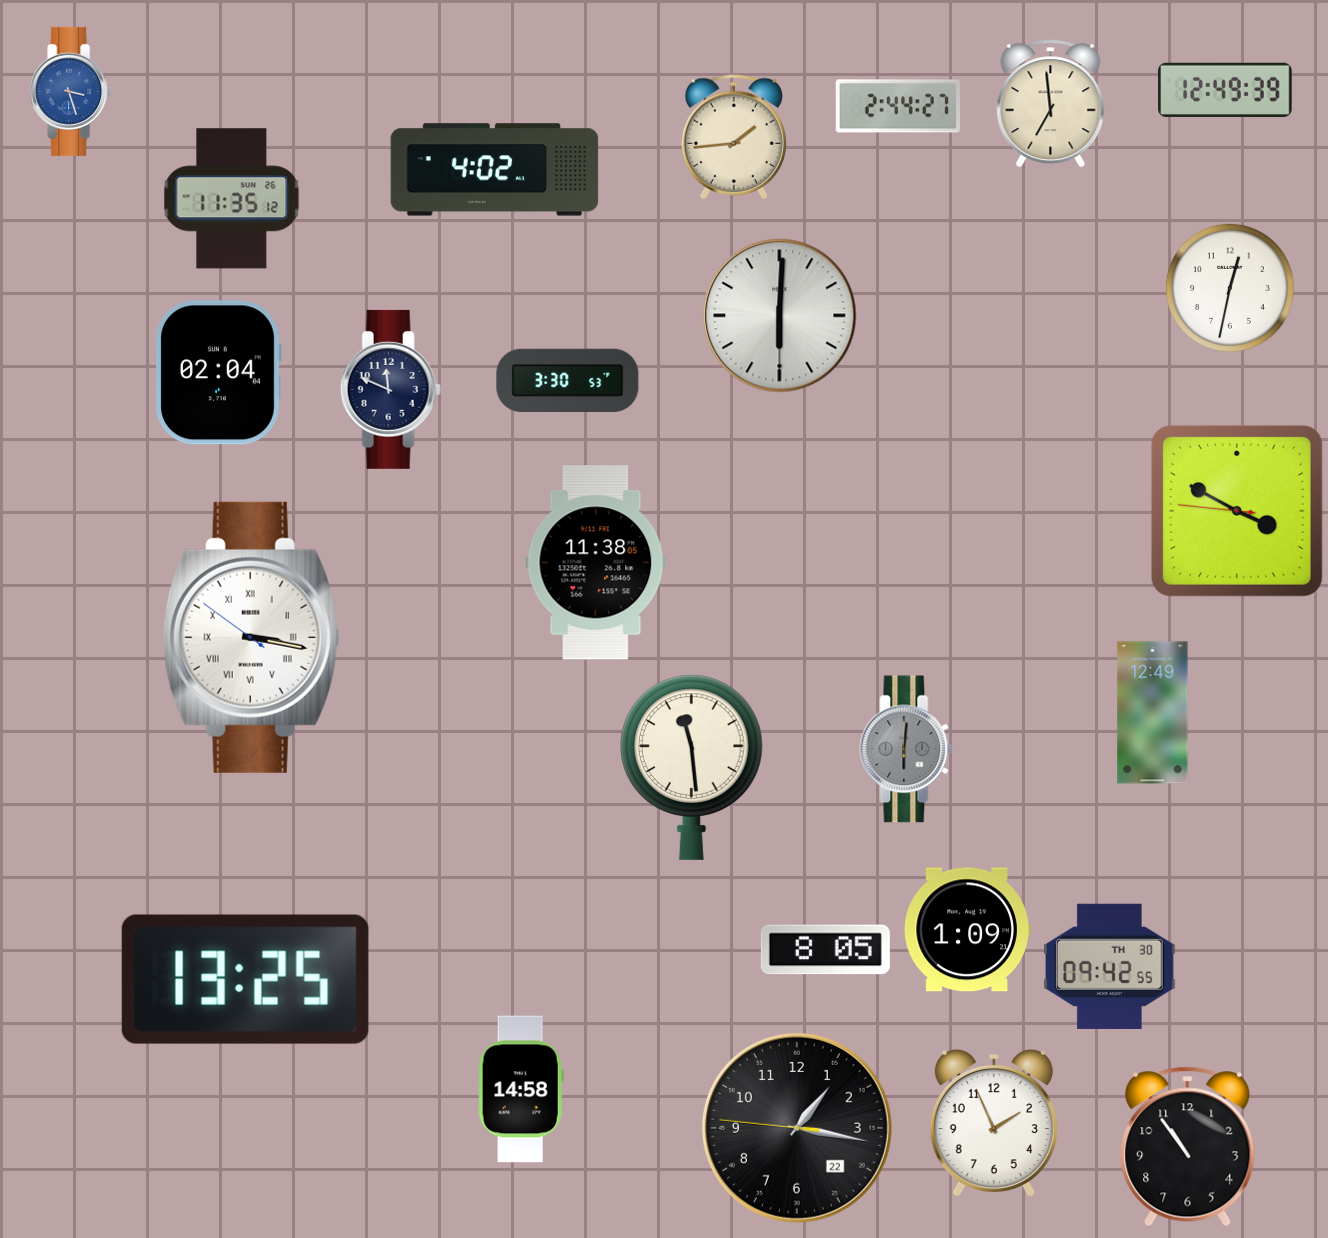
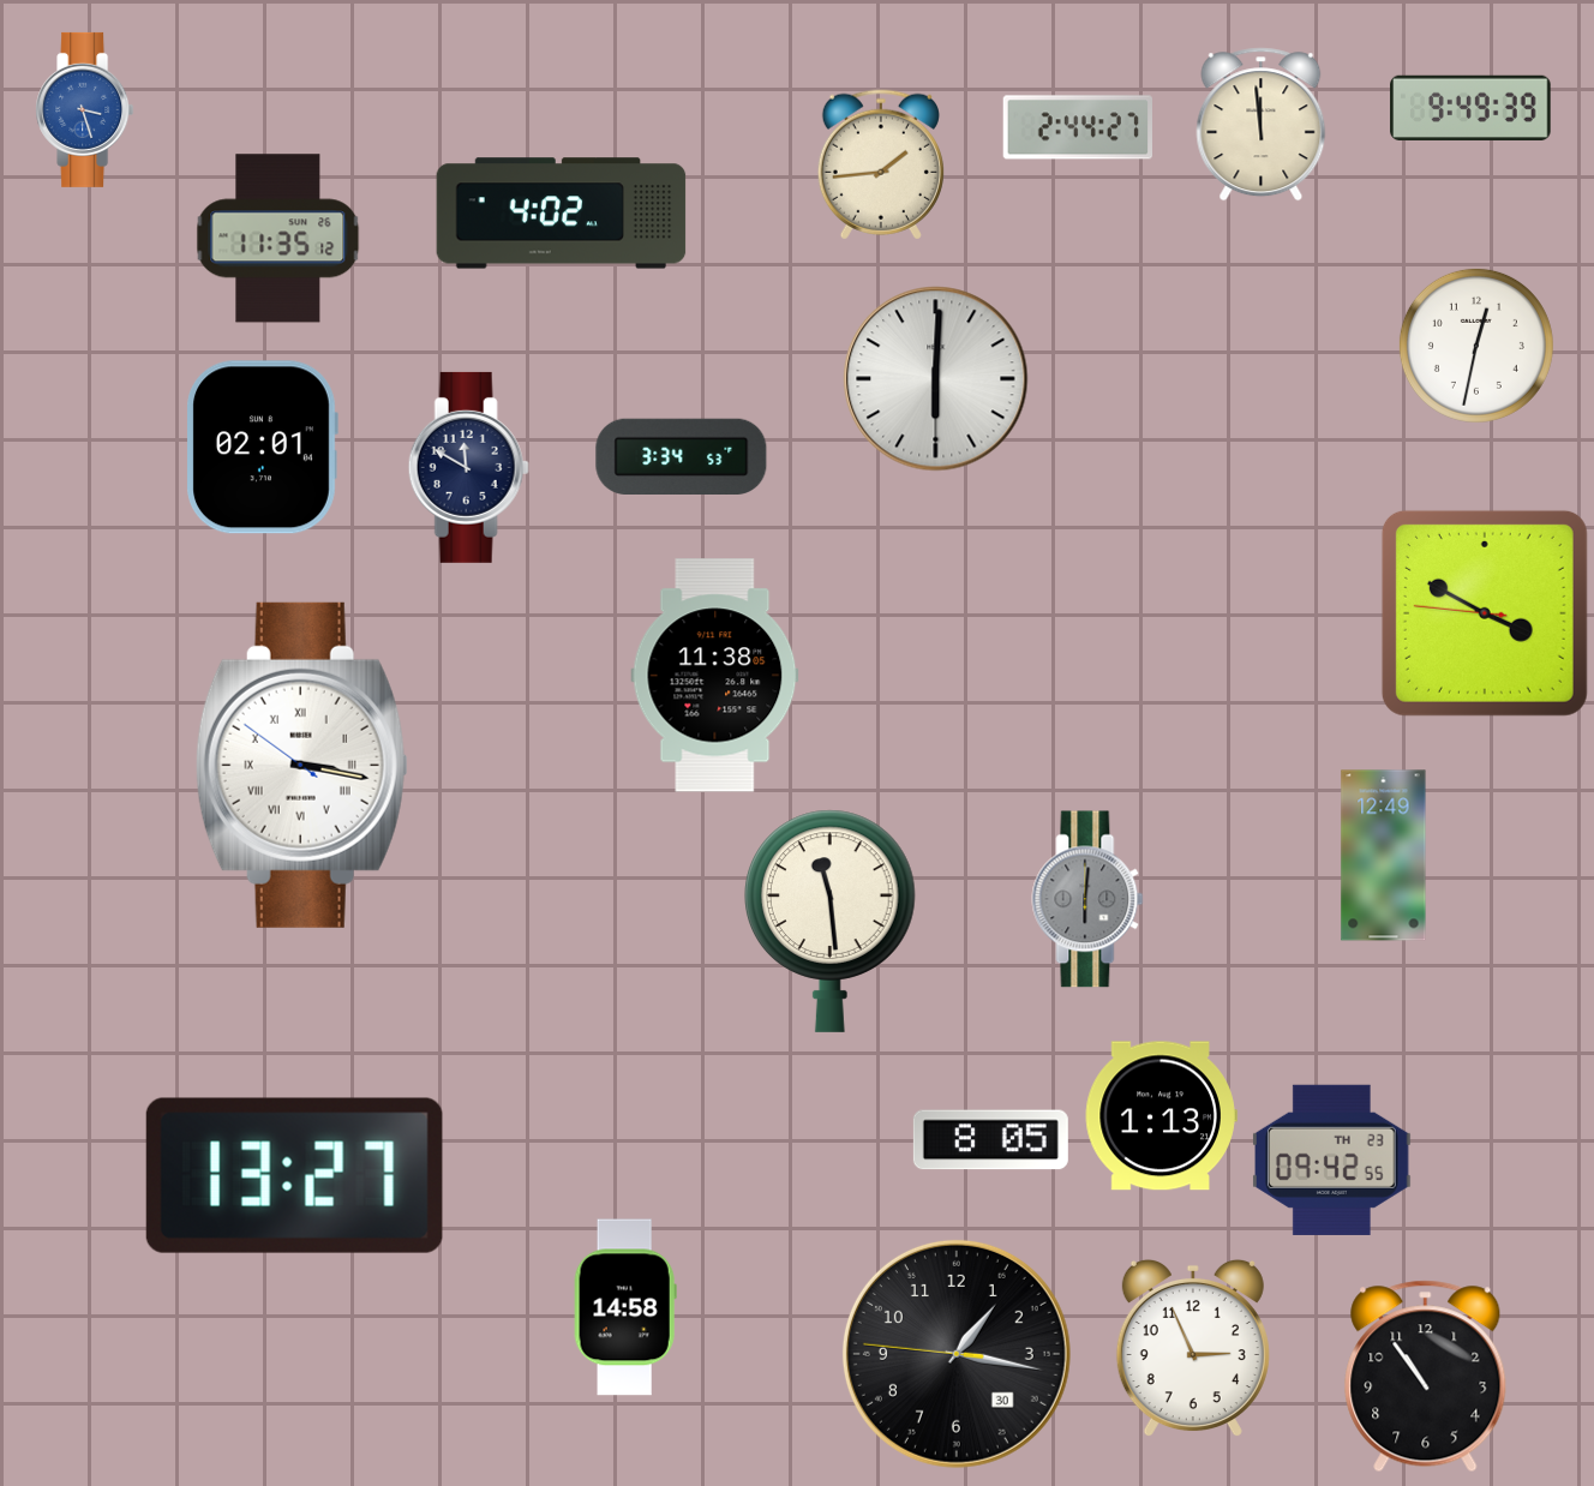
clock at (1225, 90): 12:49 -> 9:49
clock at (1051, 104): 6:59 -> 11:59
clock at (495, 170) position: (495, 170) -> (562, 214)
clock at (218, 373): 02:04 -> 02:01
clock at (568, 380): 3:30 -> 3:34
clock at (390, 389): 11:49 -> 11:50
clock at (967, 930): 1:09 -> 1:13
clock at (1110, 966) date: TH 30 -> TH 23
clock at (245, 979): 13:25 -> 13:27
clock at (994, 1123): 1:56 -> 2:56
clock at (797, 1128) date: 22 -> 30
